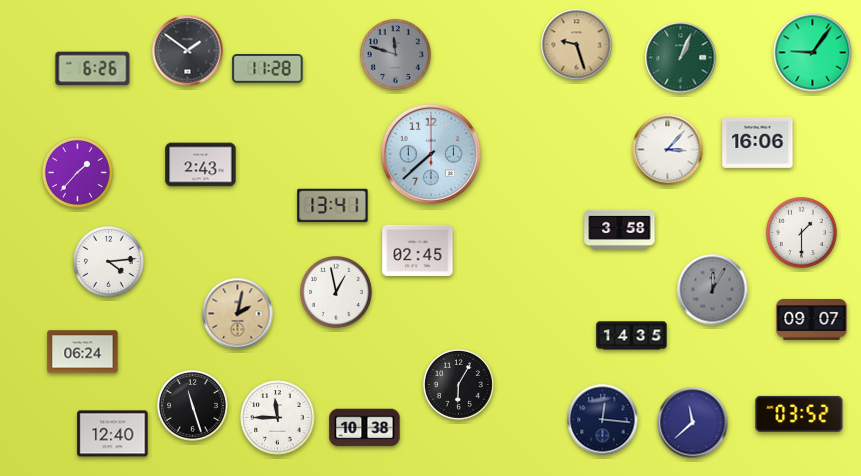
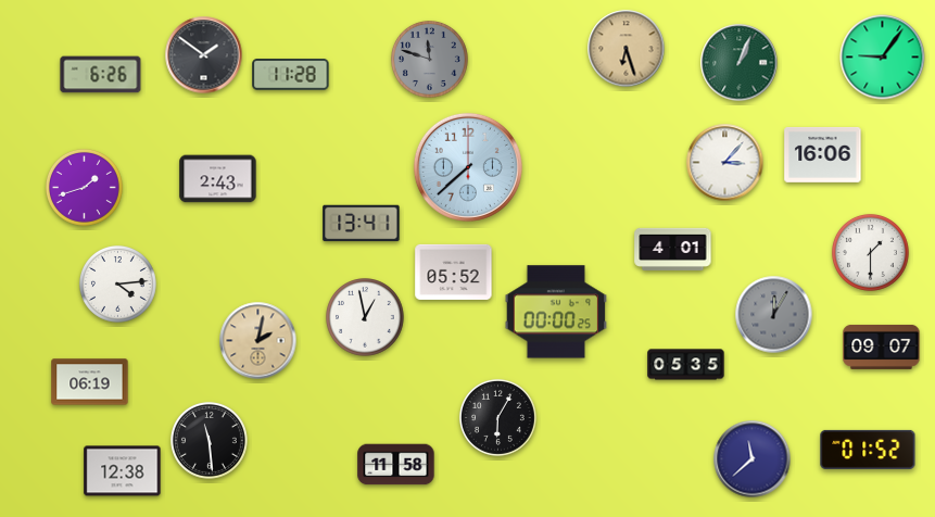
clock at (577, 45): 9:27 -> 6:27
clock at (77, 172): 1:37 -> 1:42
clock at (620, 229): 3:58 -> 4:01
clock at (418, 250): 02:45 -> 05:52
clock at (556, 312): none -> 00:00
clock at (632, 336): 14:35 -> 05:35
clock at (83, 352): 06:24 -> 06:19
clock at (192, 405): 11:27 -> 11:29
clock at (799, 414): 03:52 -> 01:52
clock at (278, 418): 11:45 -> none
clock at (603, 420): 12:16 -> none
clock at (365, 428): 10:38 -> 11:58
clock at (113, 434): 12:40 -> 12:38
